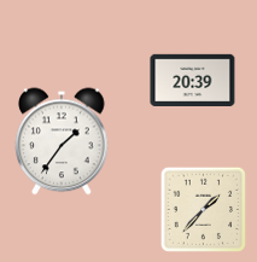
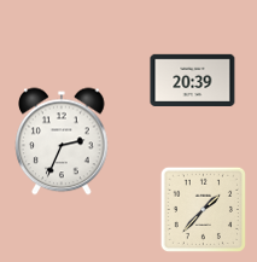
clock at (62, 141): 1:36 -> 2:34
